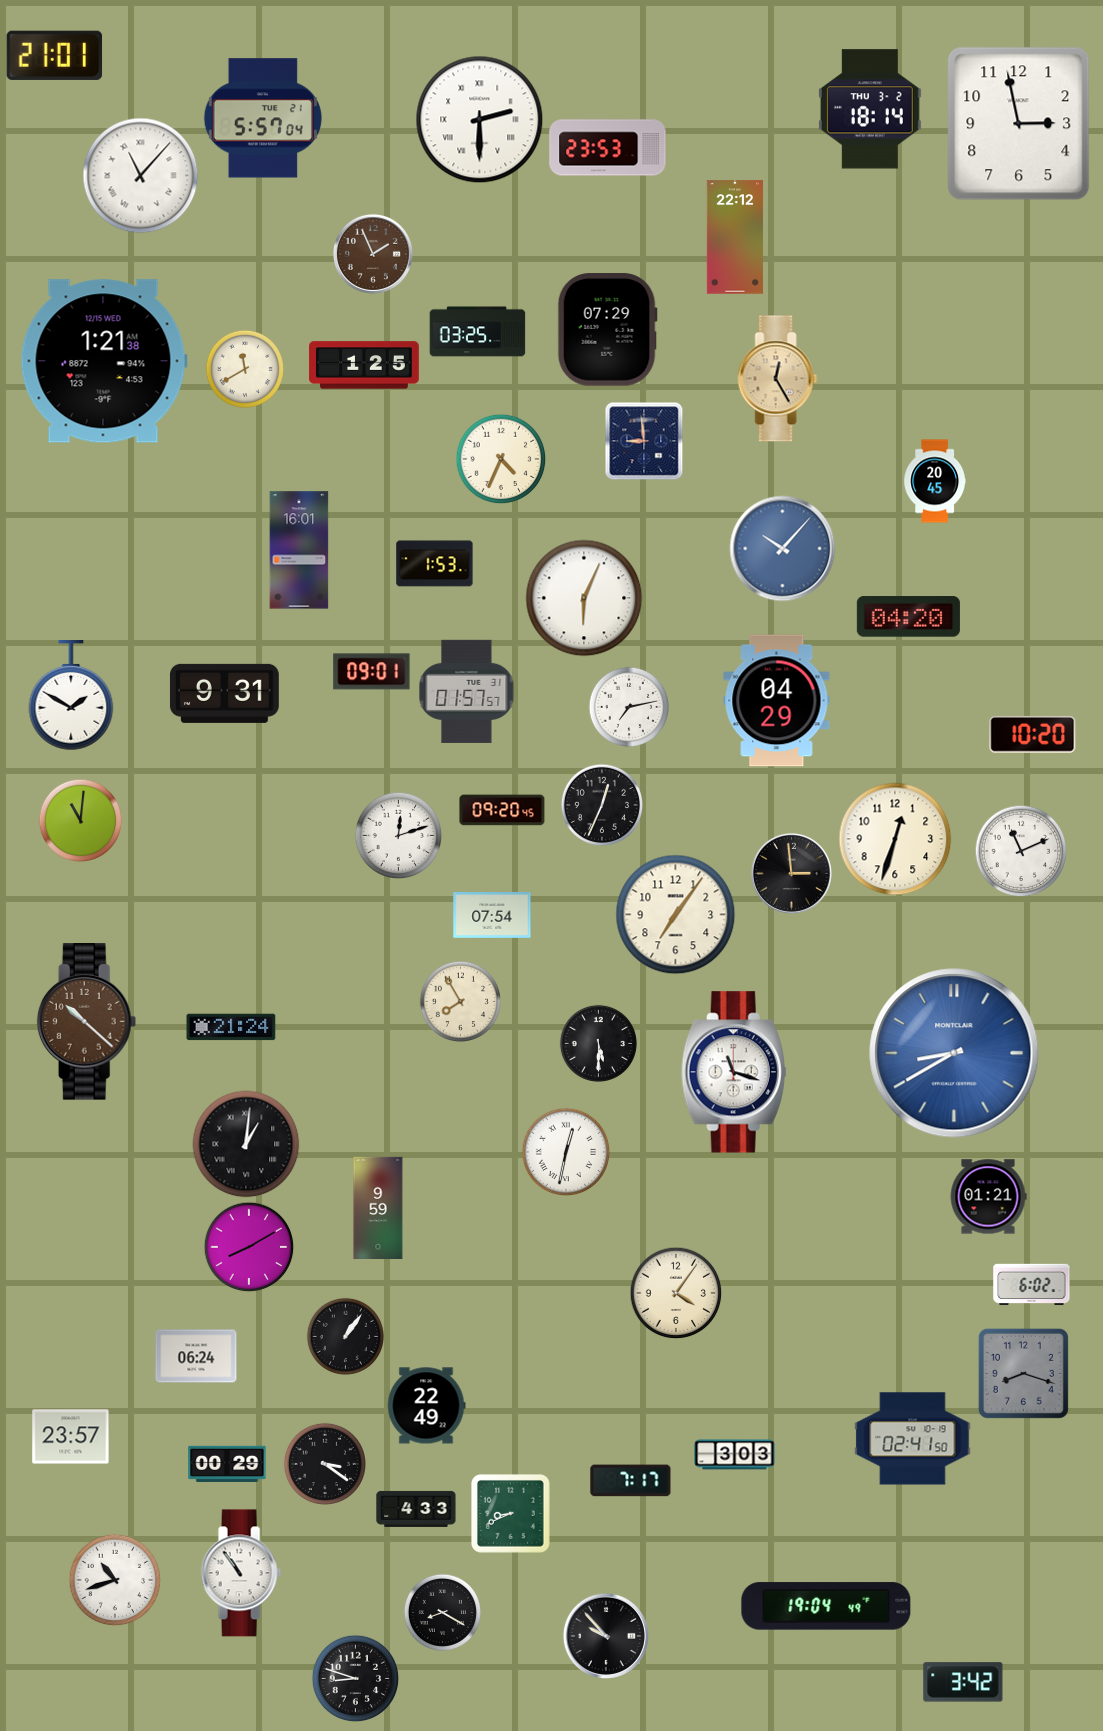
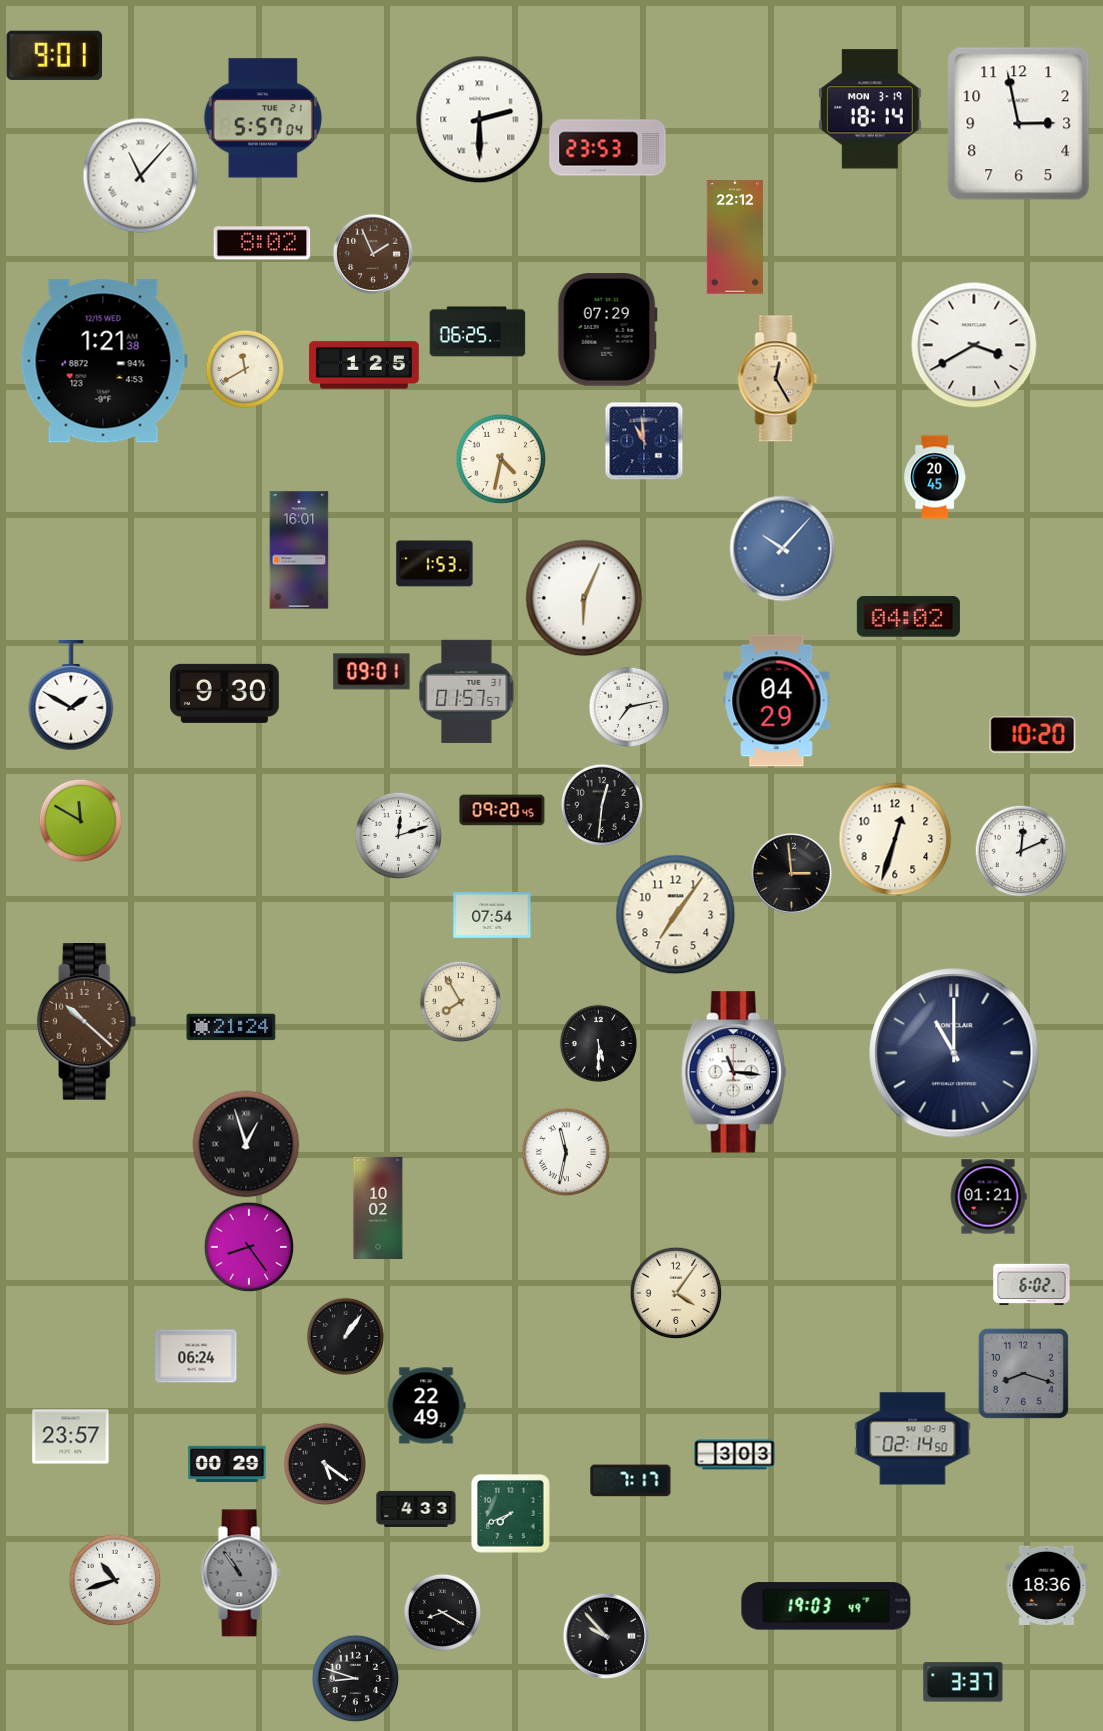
clock at (55, 55): 21:01 -> 9:01
clock at (870, 109) date: THU 3-2 -> MON 3-19
clock at (262, 243): none -> 8:02
clock at (478, 332): 03:25 -> 06:25
clock at (974, 345): none -> 3:40
clock at (644, 441): 8:59 -> 10:59
clock at (501, 459): 4:34 -> 4:32
clock at (934, 481) position: (934, 481) -> (934, 477)
clock at (908, 617): 04:20 -> 04:02
clock at (224, 693): 9:31 -> 9:30
clock at (601, 804): 12:34 -> 12:31
clock at (80, 820): 11:01 -> 11:50
clock at (1021, 851): 11:11 -> 12:11
clock at (954, 1053): 8:40 -> 11:00
clock at (954, 1053) dial: blue -> navy
clock at (734, 1072): 11:18 -> 11:16
clock at (246, 1144): 1:01 -> 12:57
clock at (566, 1152): 12:32 -> 11:32
clock at (378, 1207): 9:59 -> 10:02
clock at (249, 1247): 8:10 -> 8:24
clock at (913, 1439): 02:41 -> 02:14
clock at (324, 1463): 3:21 -> 5:21
clock at (511, 1514): 8:41 -> 7:41
clock at (241, 1573) dial: white -> grey
clock at (1047, 1585): none -> 18:36
clock at (826, 1606): 19:04 -> 19:03
clock at (963, 1682): 3:42 -> 3:37
